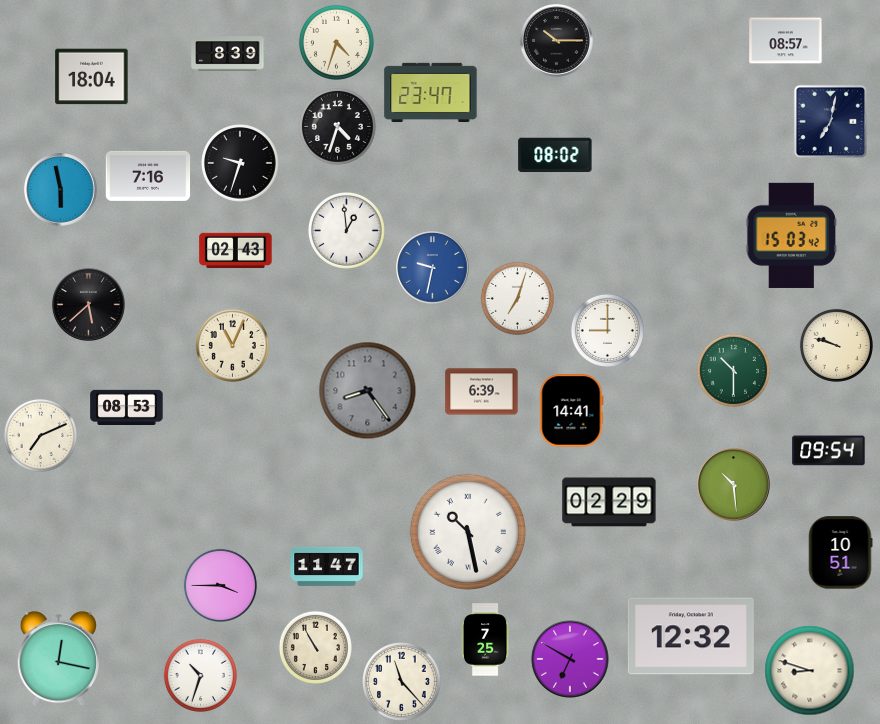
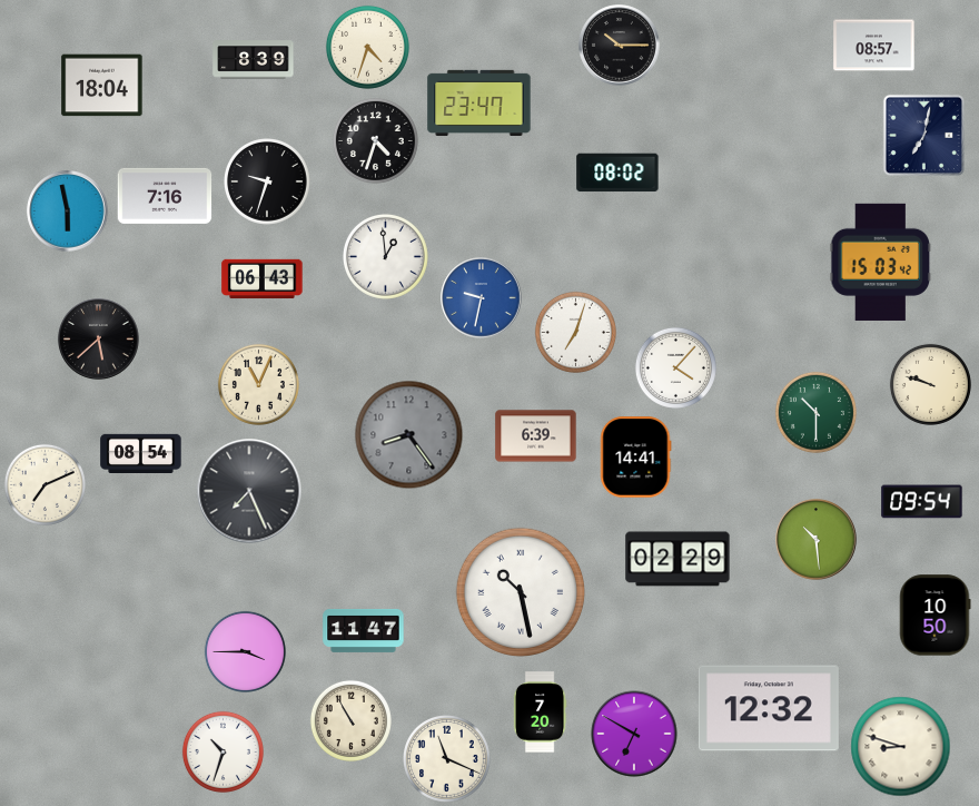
clock at (336, 42) position: (336, 42) -> (367, 47)
clock at (236, 251): 02:43 -> 06:43
clock at (607, 330): 9:00 -> 4:07
clock at (127, 407): 08:53 -> 08:54
clock at (249, 491): none -> 7:26
clock at (840, 553): 10:51 -> 10:50
clock at (485, 640): 7:25 -> 7:20
clock at (59, 659): 12:17 -> none
clock at (402, 682): 11:23 -> 11:19
